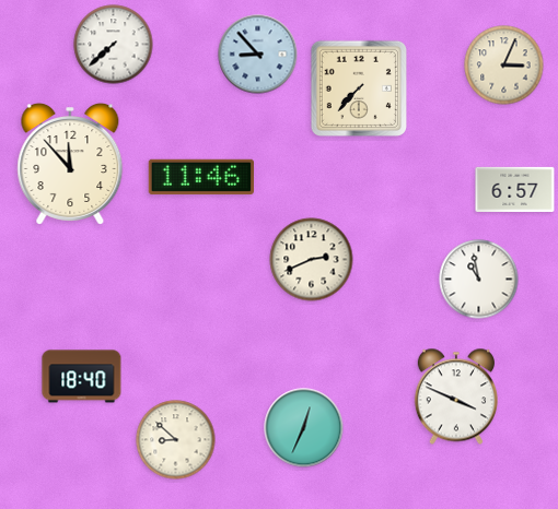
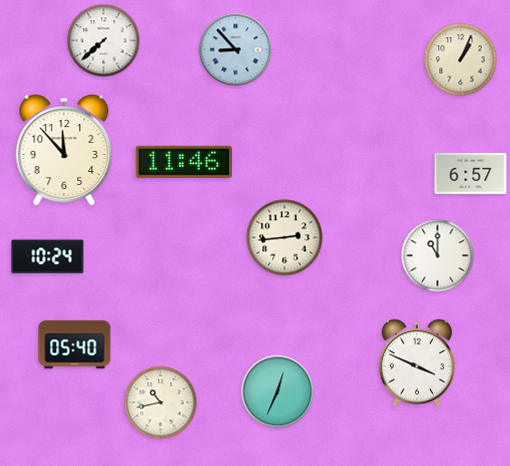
clock at (504, 66): 3:04 -> 1:04
clock at (359, 88): 7:37 -> none
clock at (312, 260): 2:41 -> 2:44
clock at (479, 280): 10:58 -> 11:00
clock at (48, 257): none -> 10:24
clock at (82, 377): 18:40 -> 05:40
clock at (176, 440): 8:52 -> 10:43
